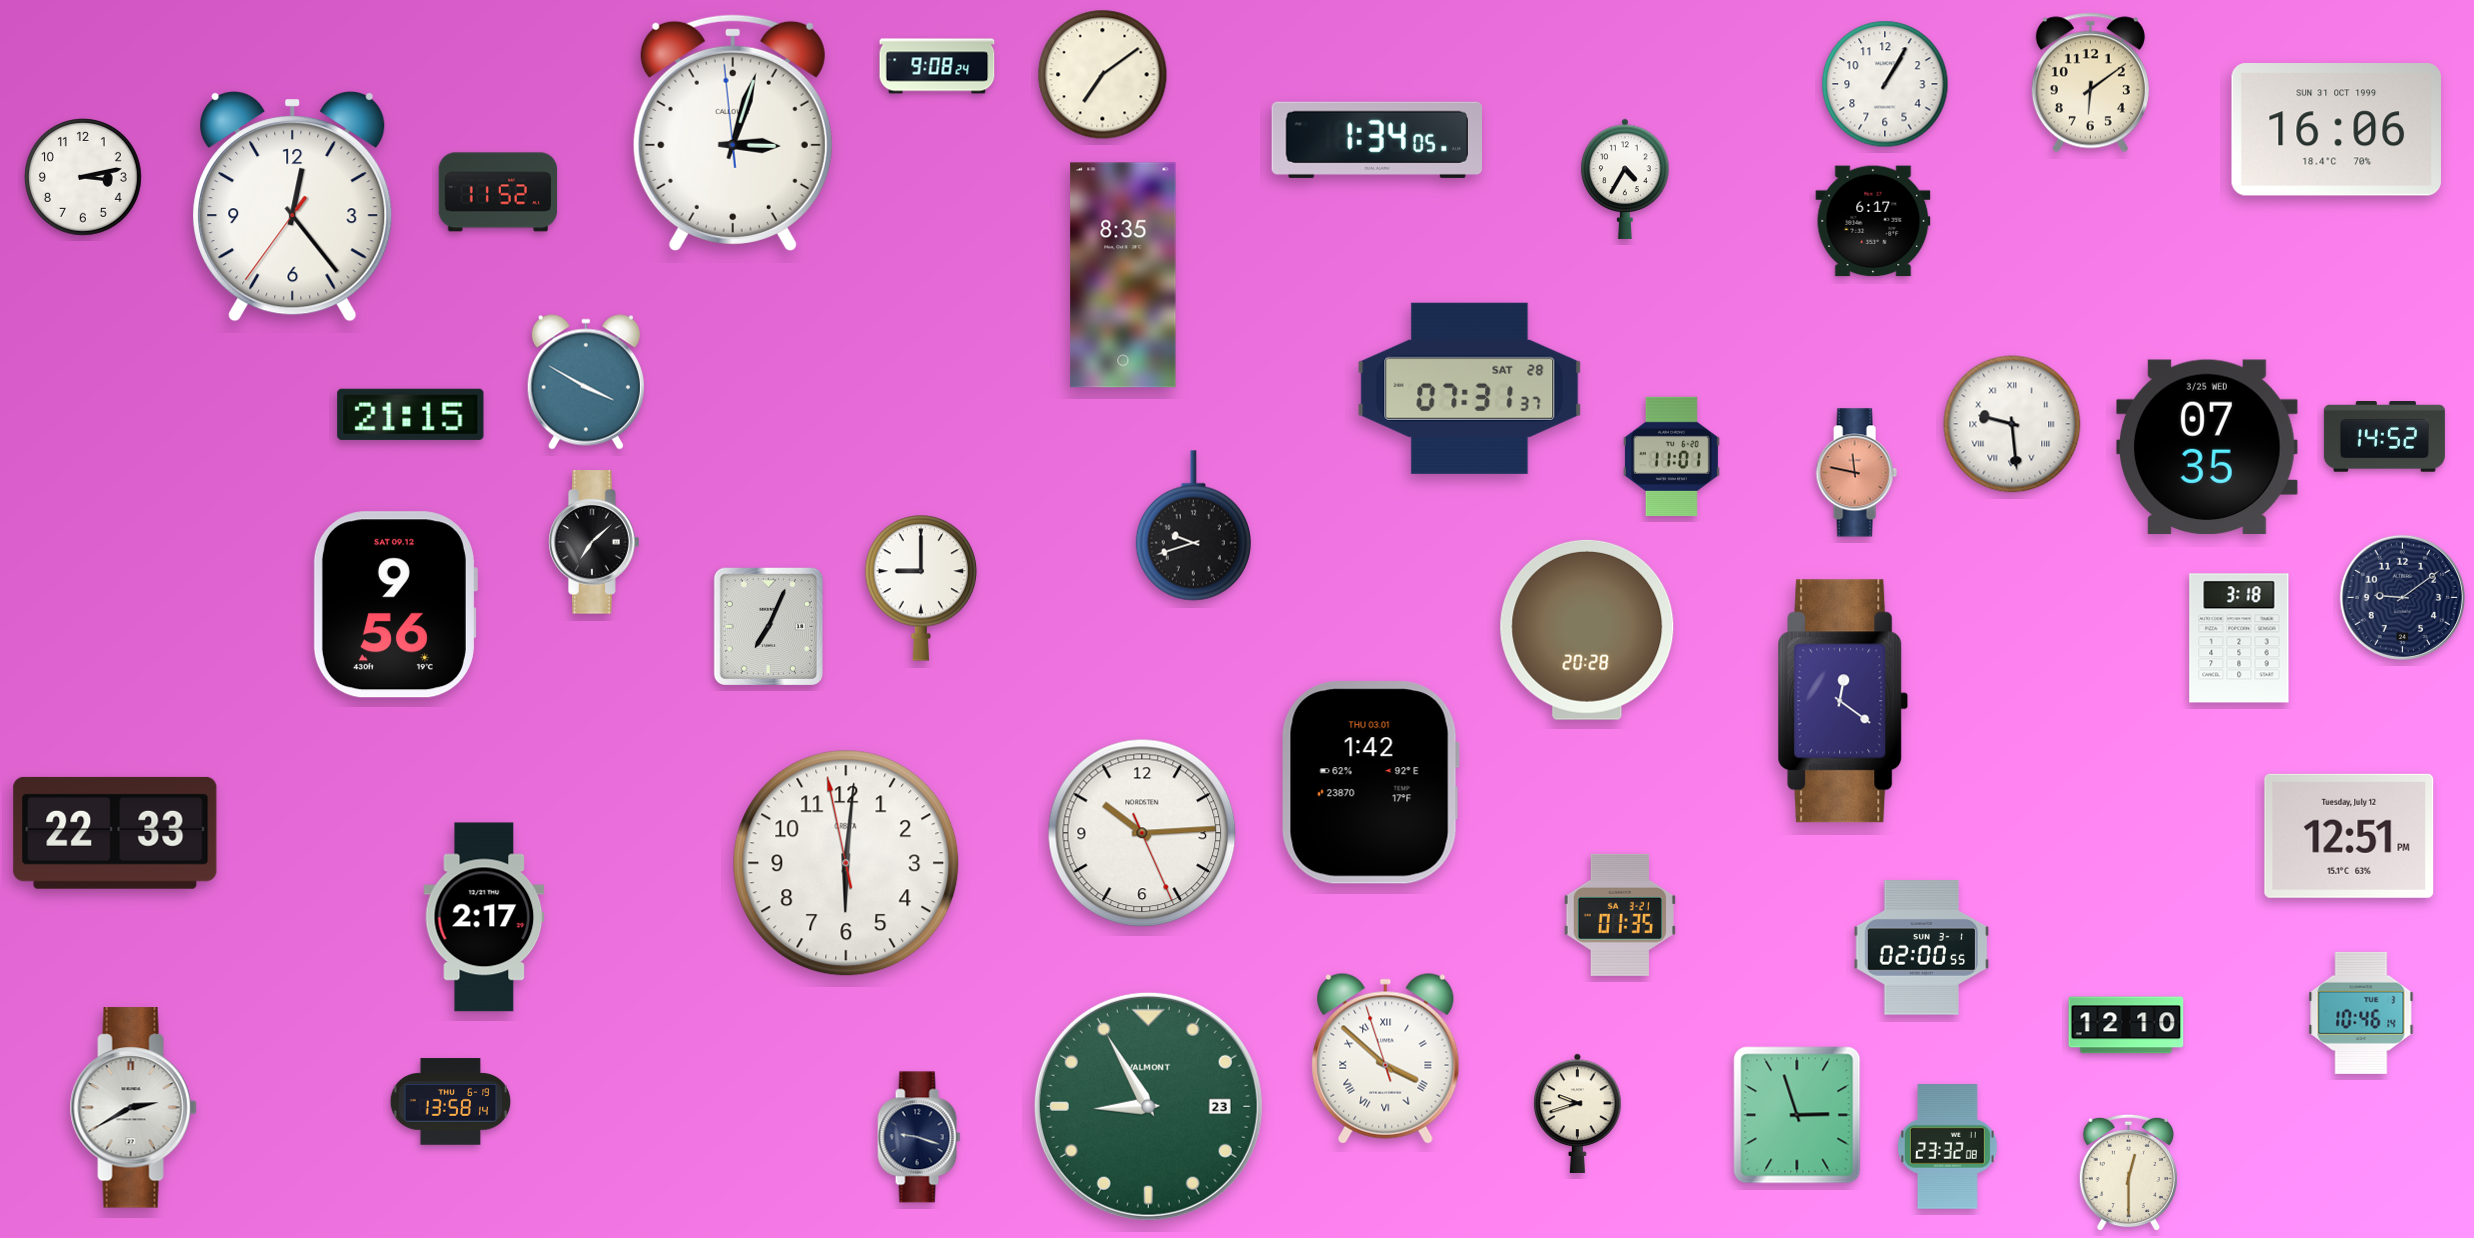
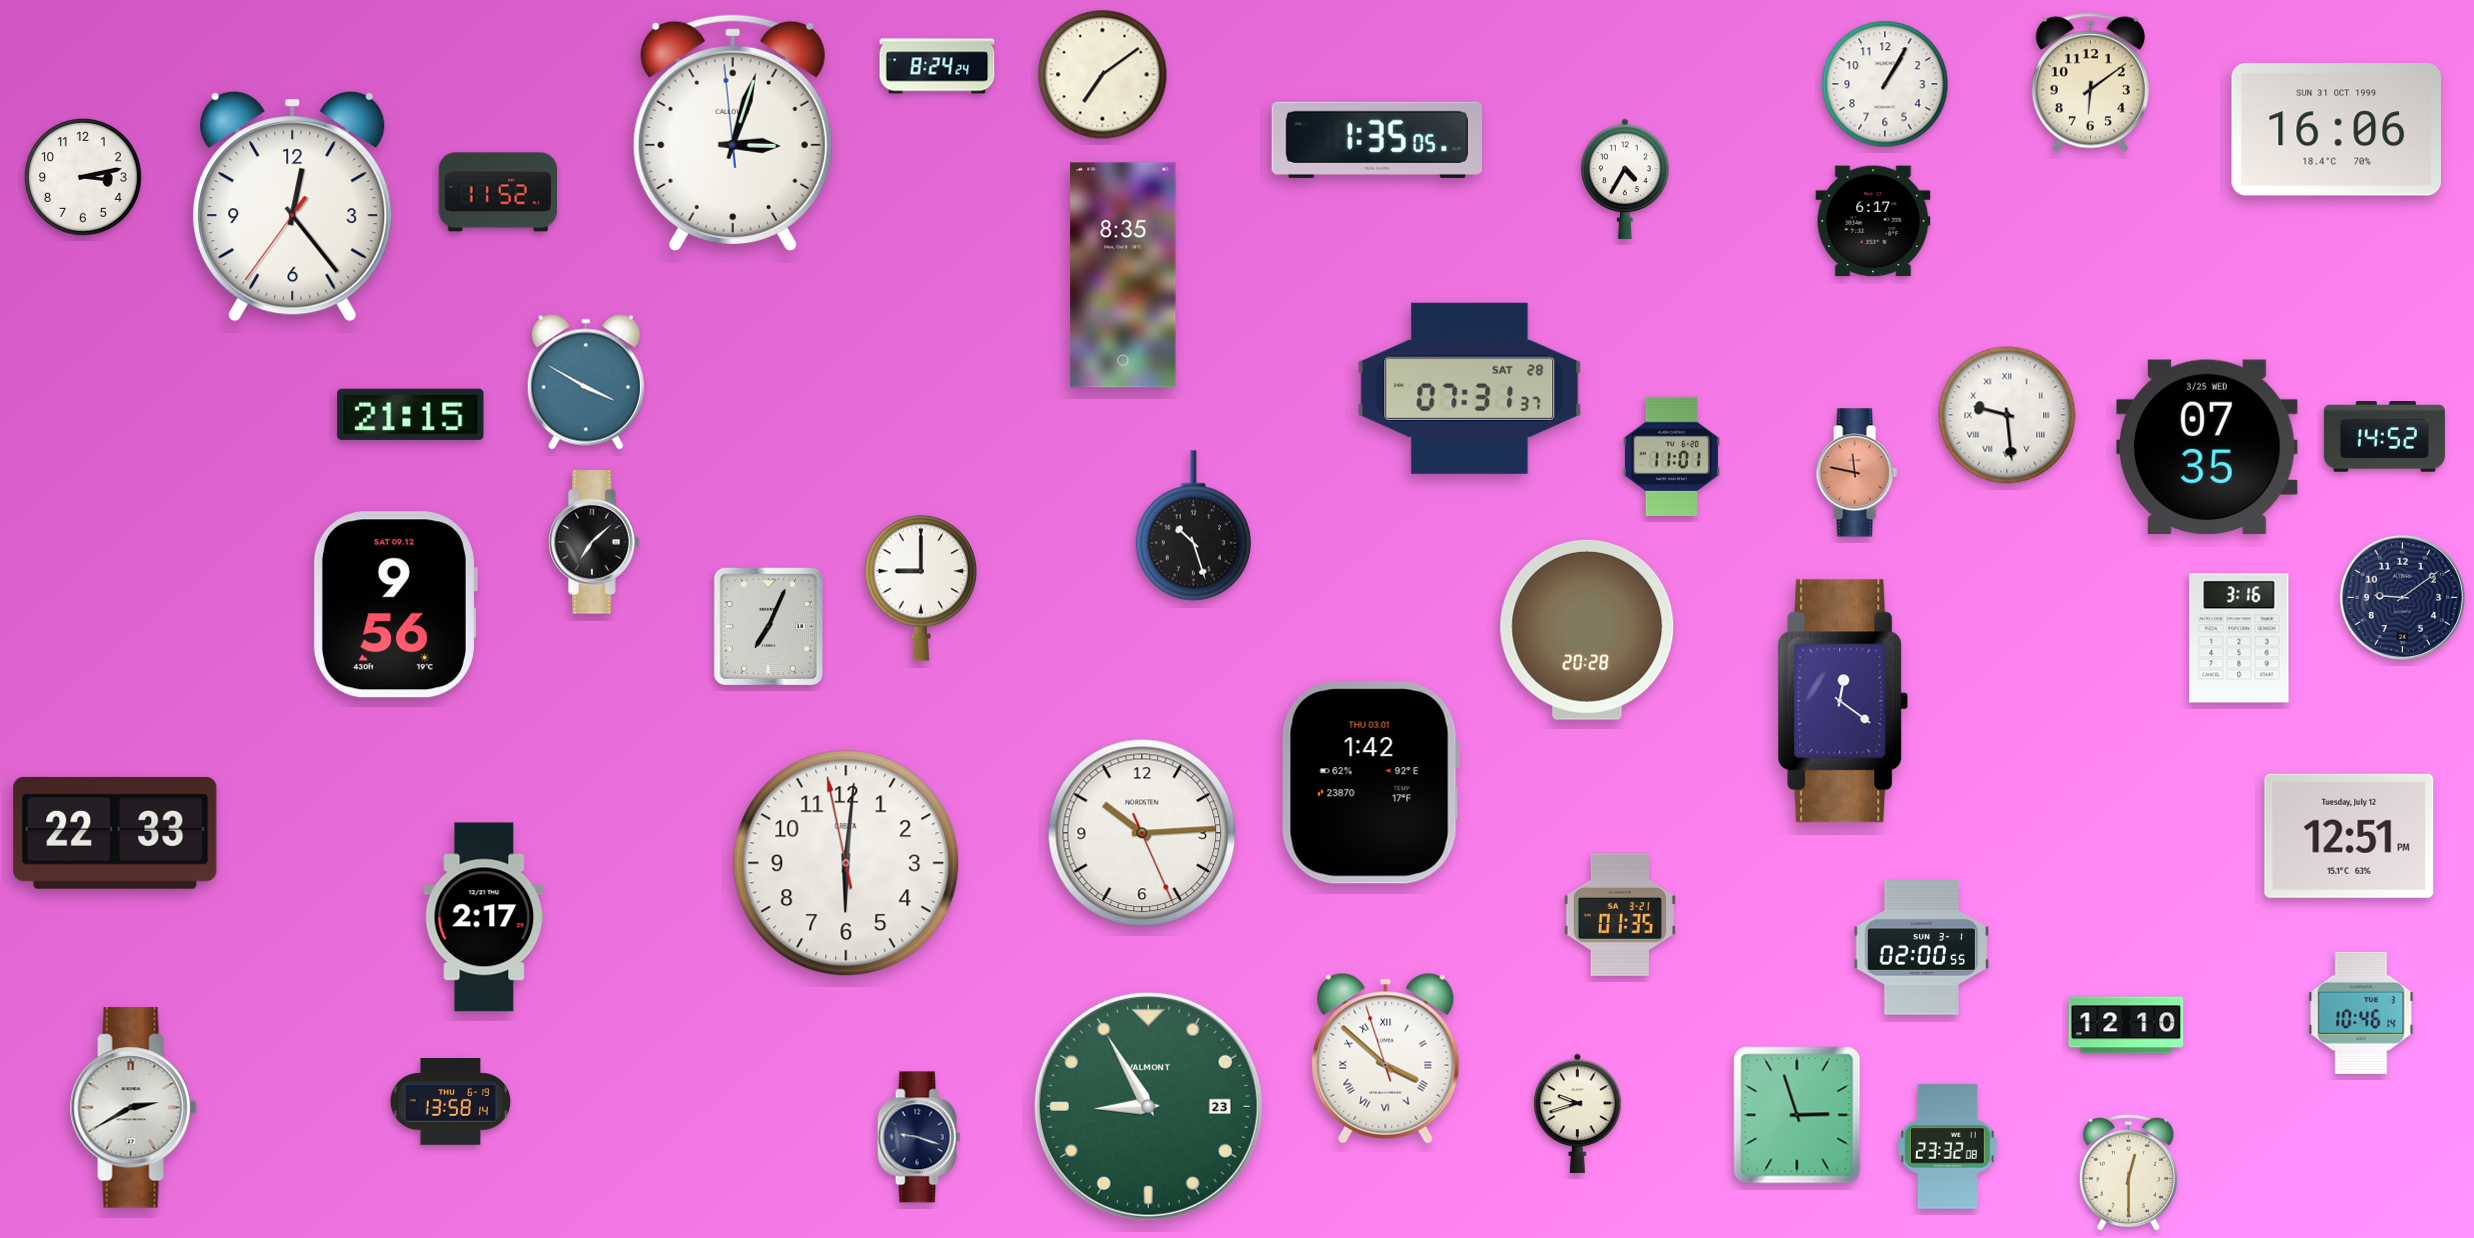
clock at (937, 66): 9:08 -> 8:24
clock at (1376, 140): 1:34 -> 1:35
clock at (2012, 424) position: (2012, 424) -> (2007, 415)
clock at (1193, 526): 9:42 -> 10:27
clock at (2239, 638): 3:18 -> 3:16
